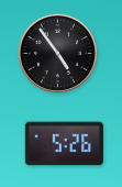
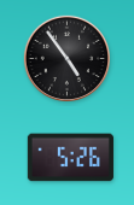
clock at (57, 53) position: (57, 53) -> (66, 58)
